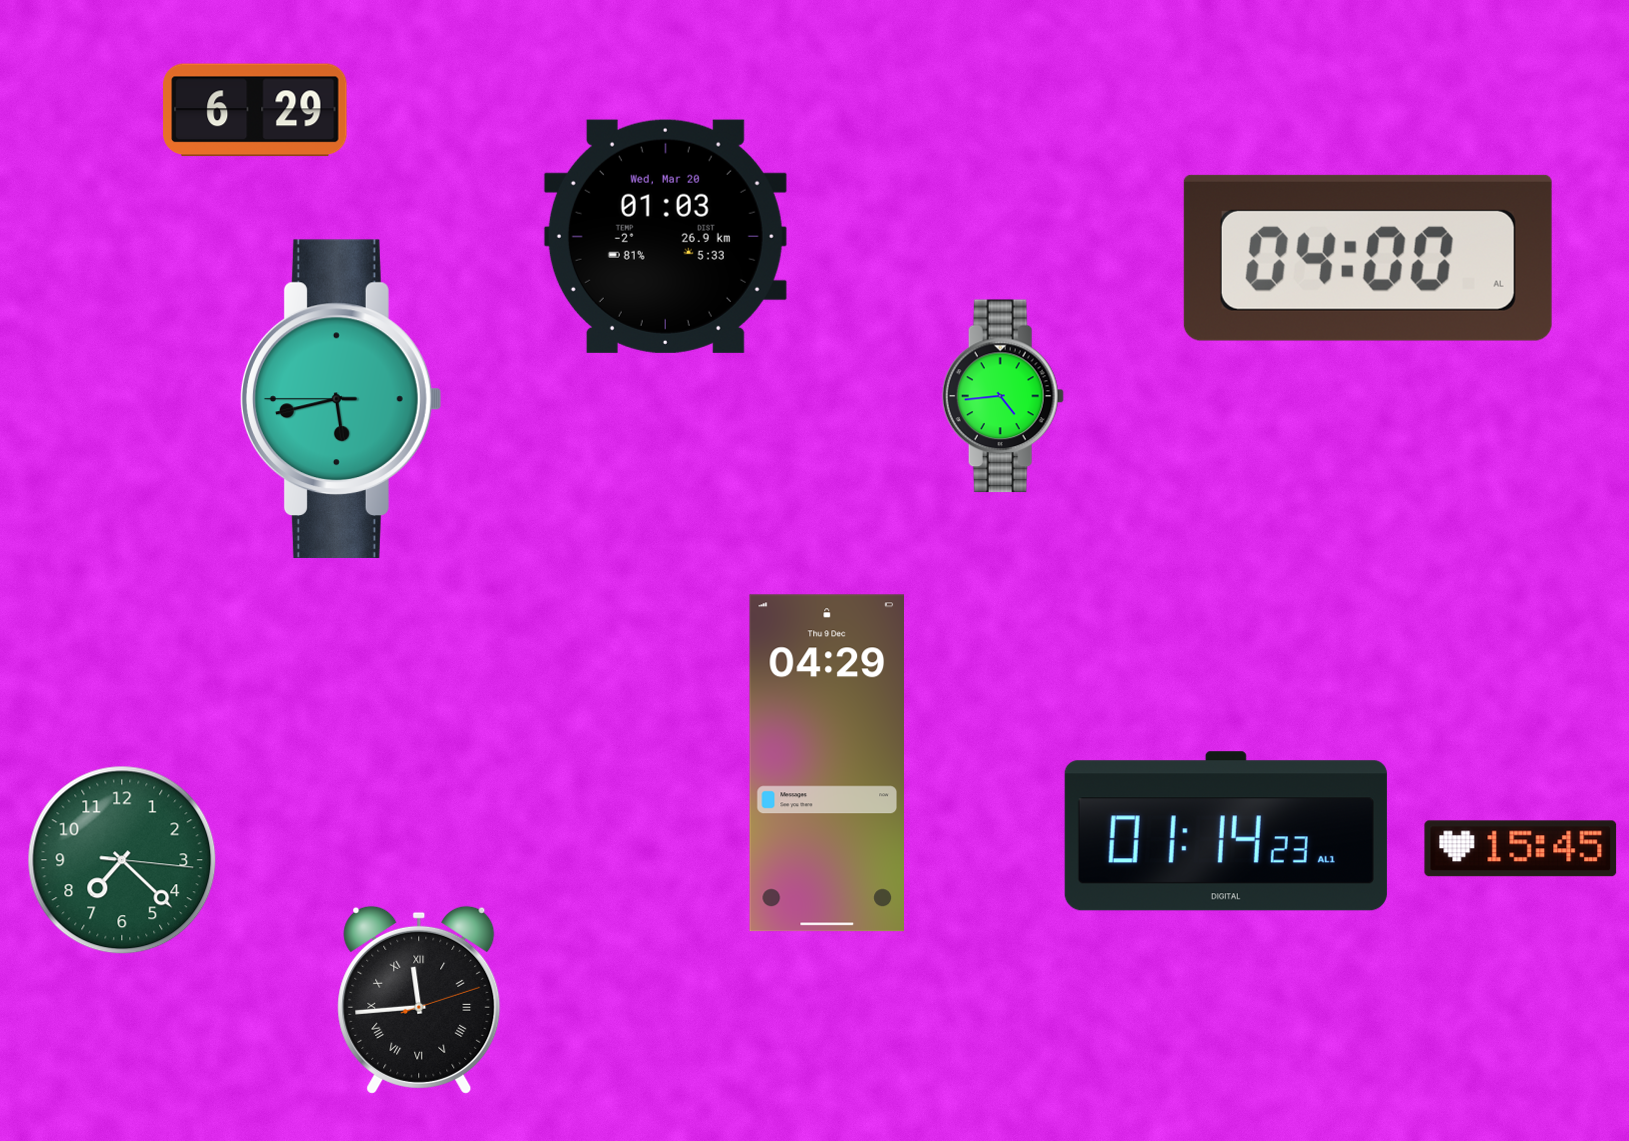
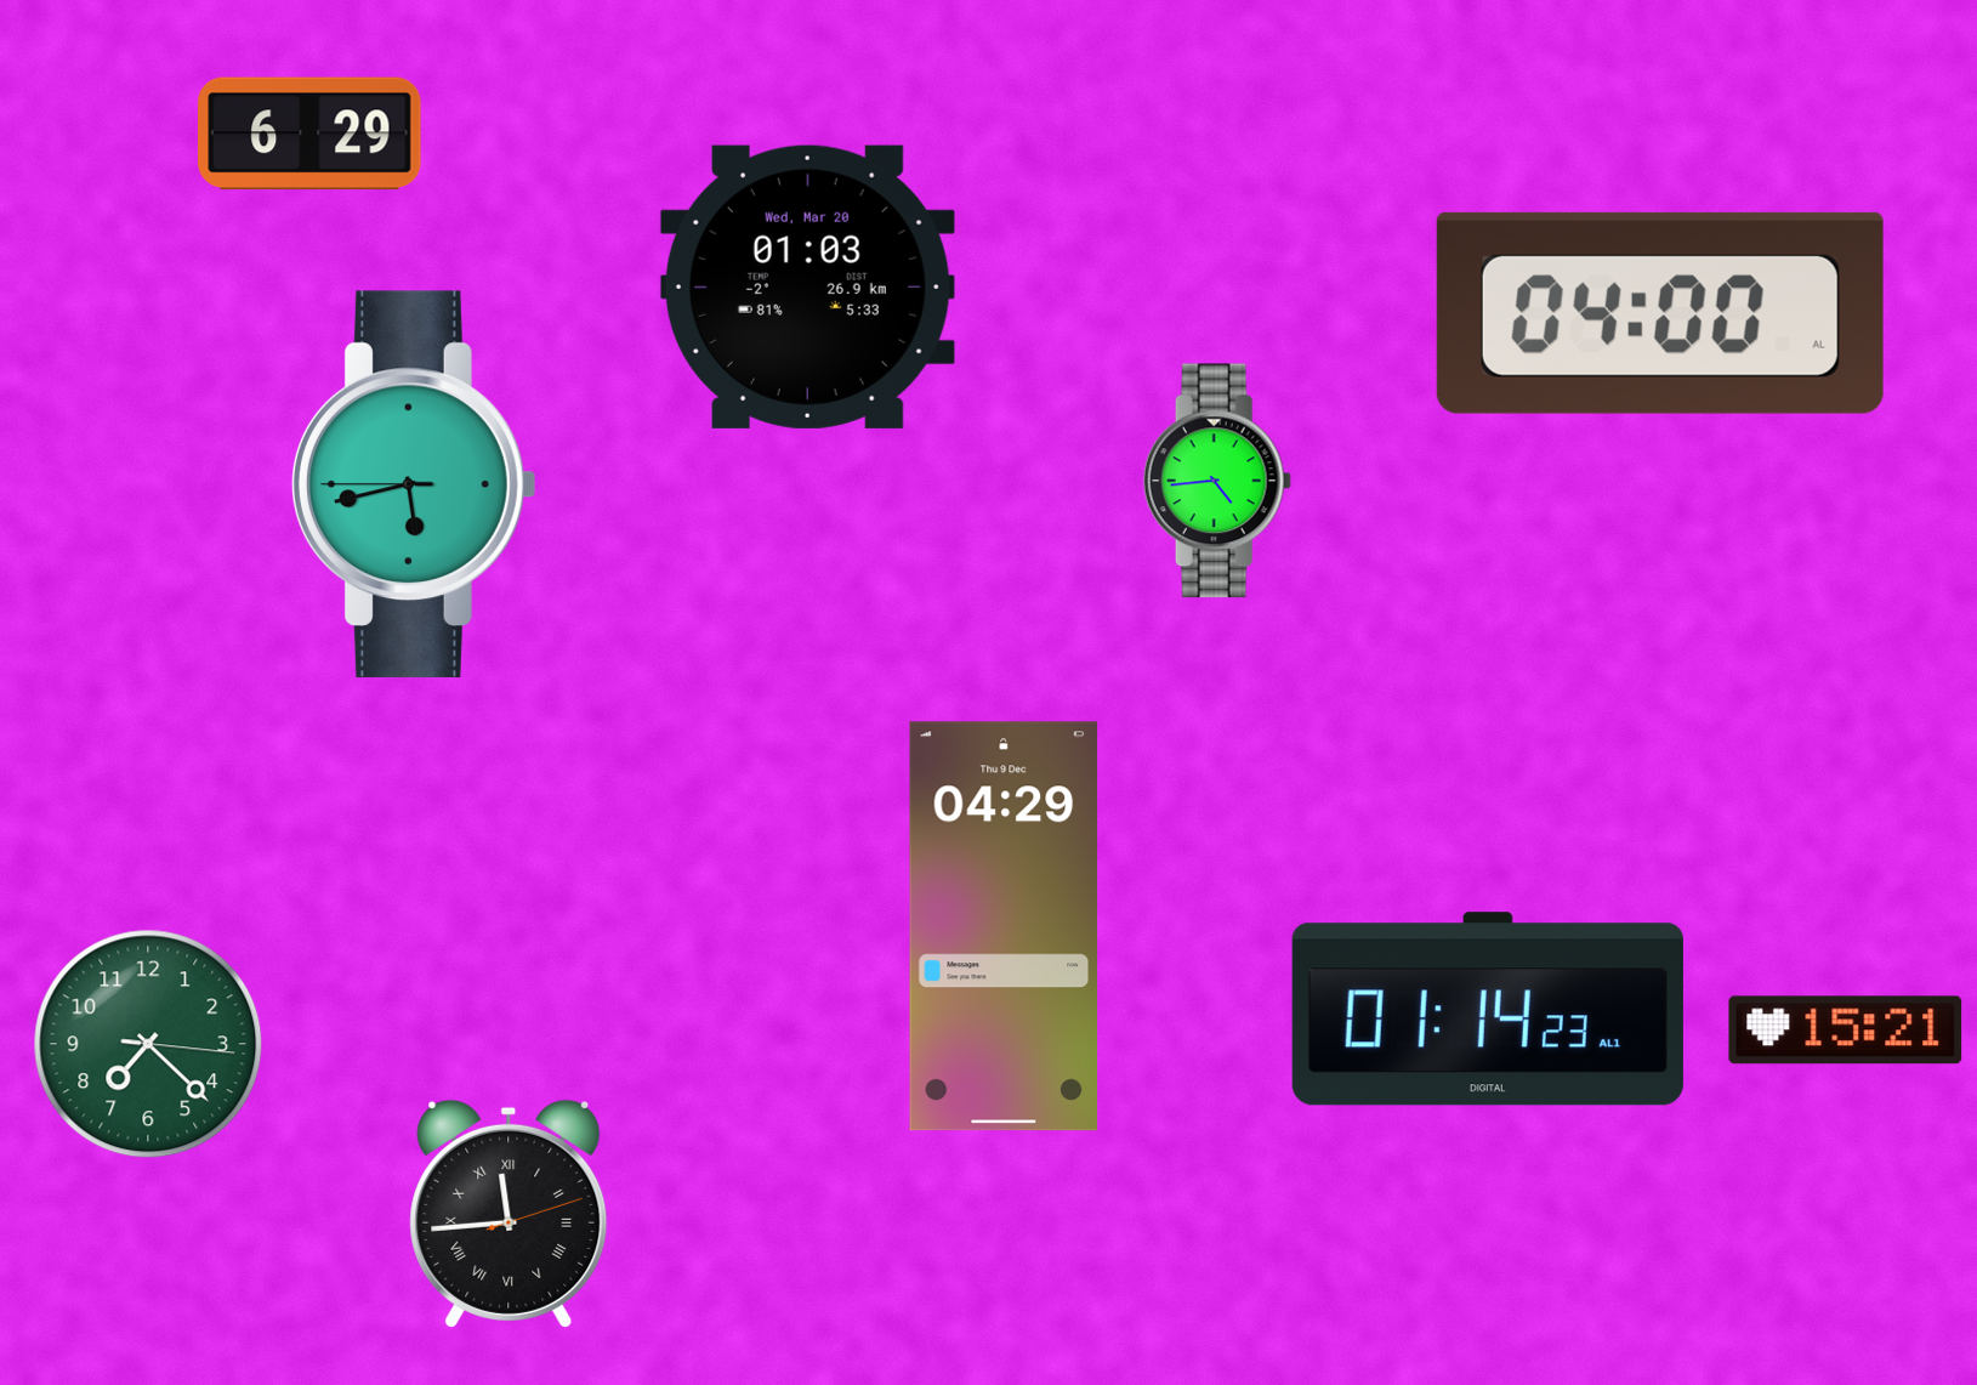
clock at (1521, 849): 15:45 -> 15:21
